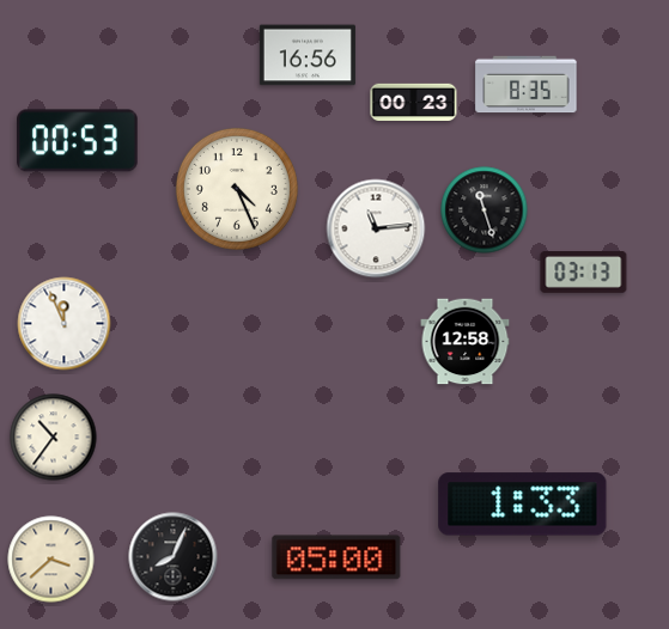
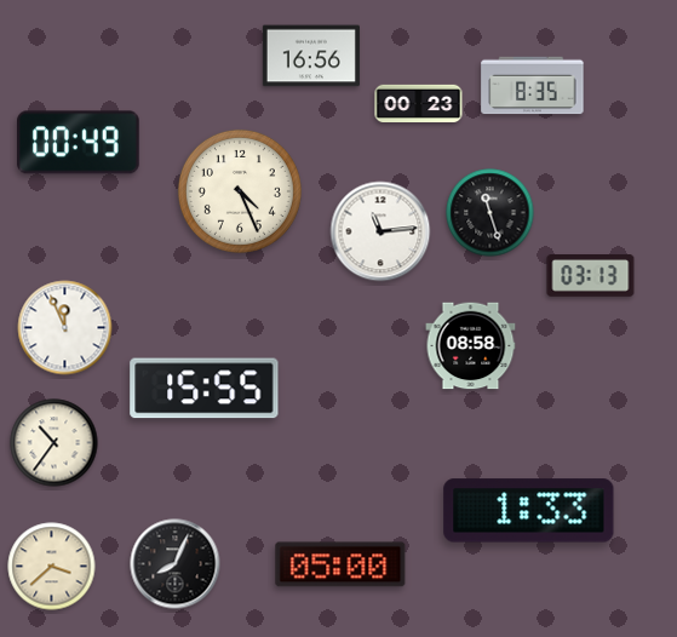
clock at (78, 141): 00:53 -> 00:49
clock at (466, 342): 12:58 -> 08:58
clock at (205, 389): none -> 15:55
